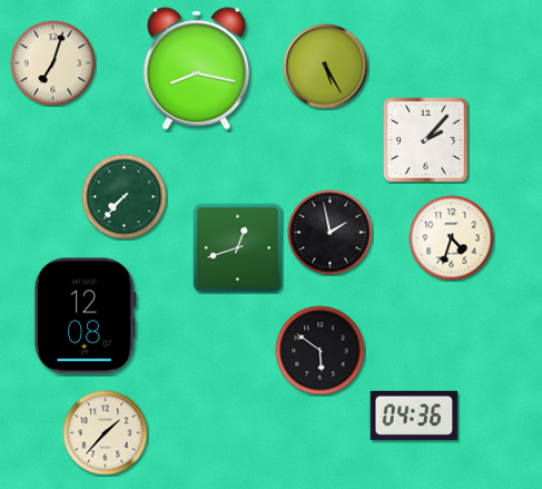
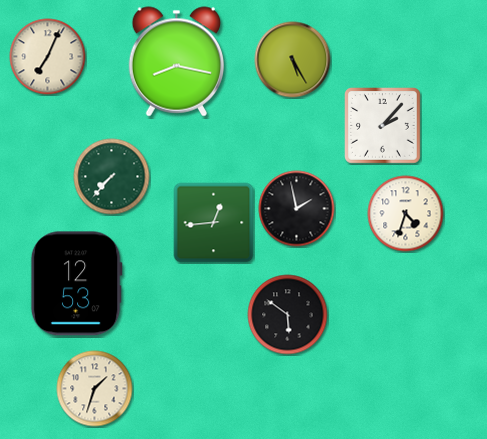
clock at (53, 63): 7:03 -> 7:04
clock at (238, 248): 12:42 -> 12:44
clock at (85, 316): 12:08 -> 12:53
clock at (414, 415): 04:36 -> none
clock at (106, 433): 1:37 -> 1:33
